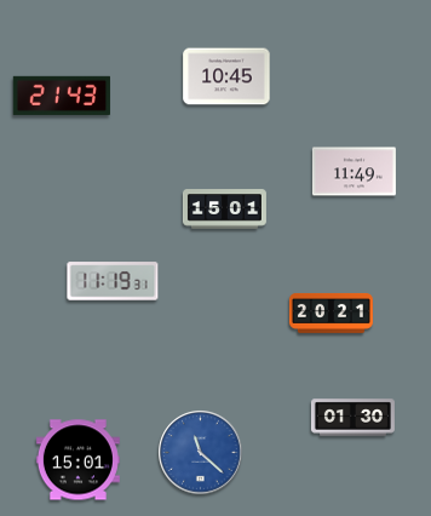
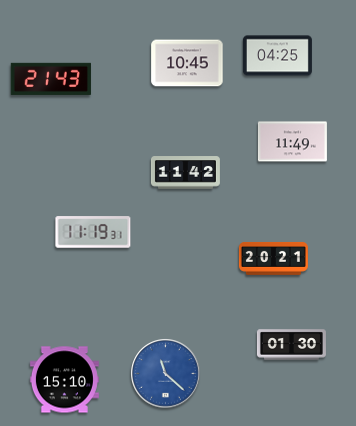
clock at (277, 56): none -> 04:25
clock at (224, 210): 15:01 -> 11:42
clock at (77, 460): 15:01 -> 15:10
